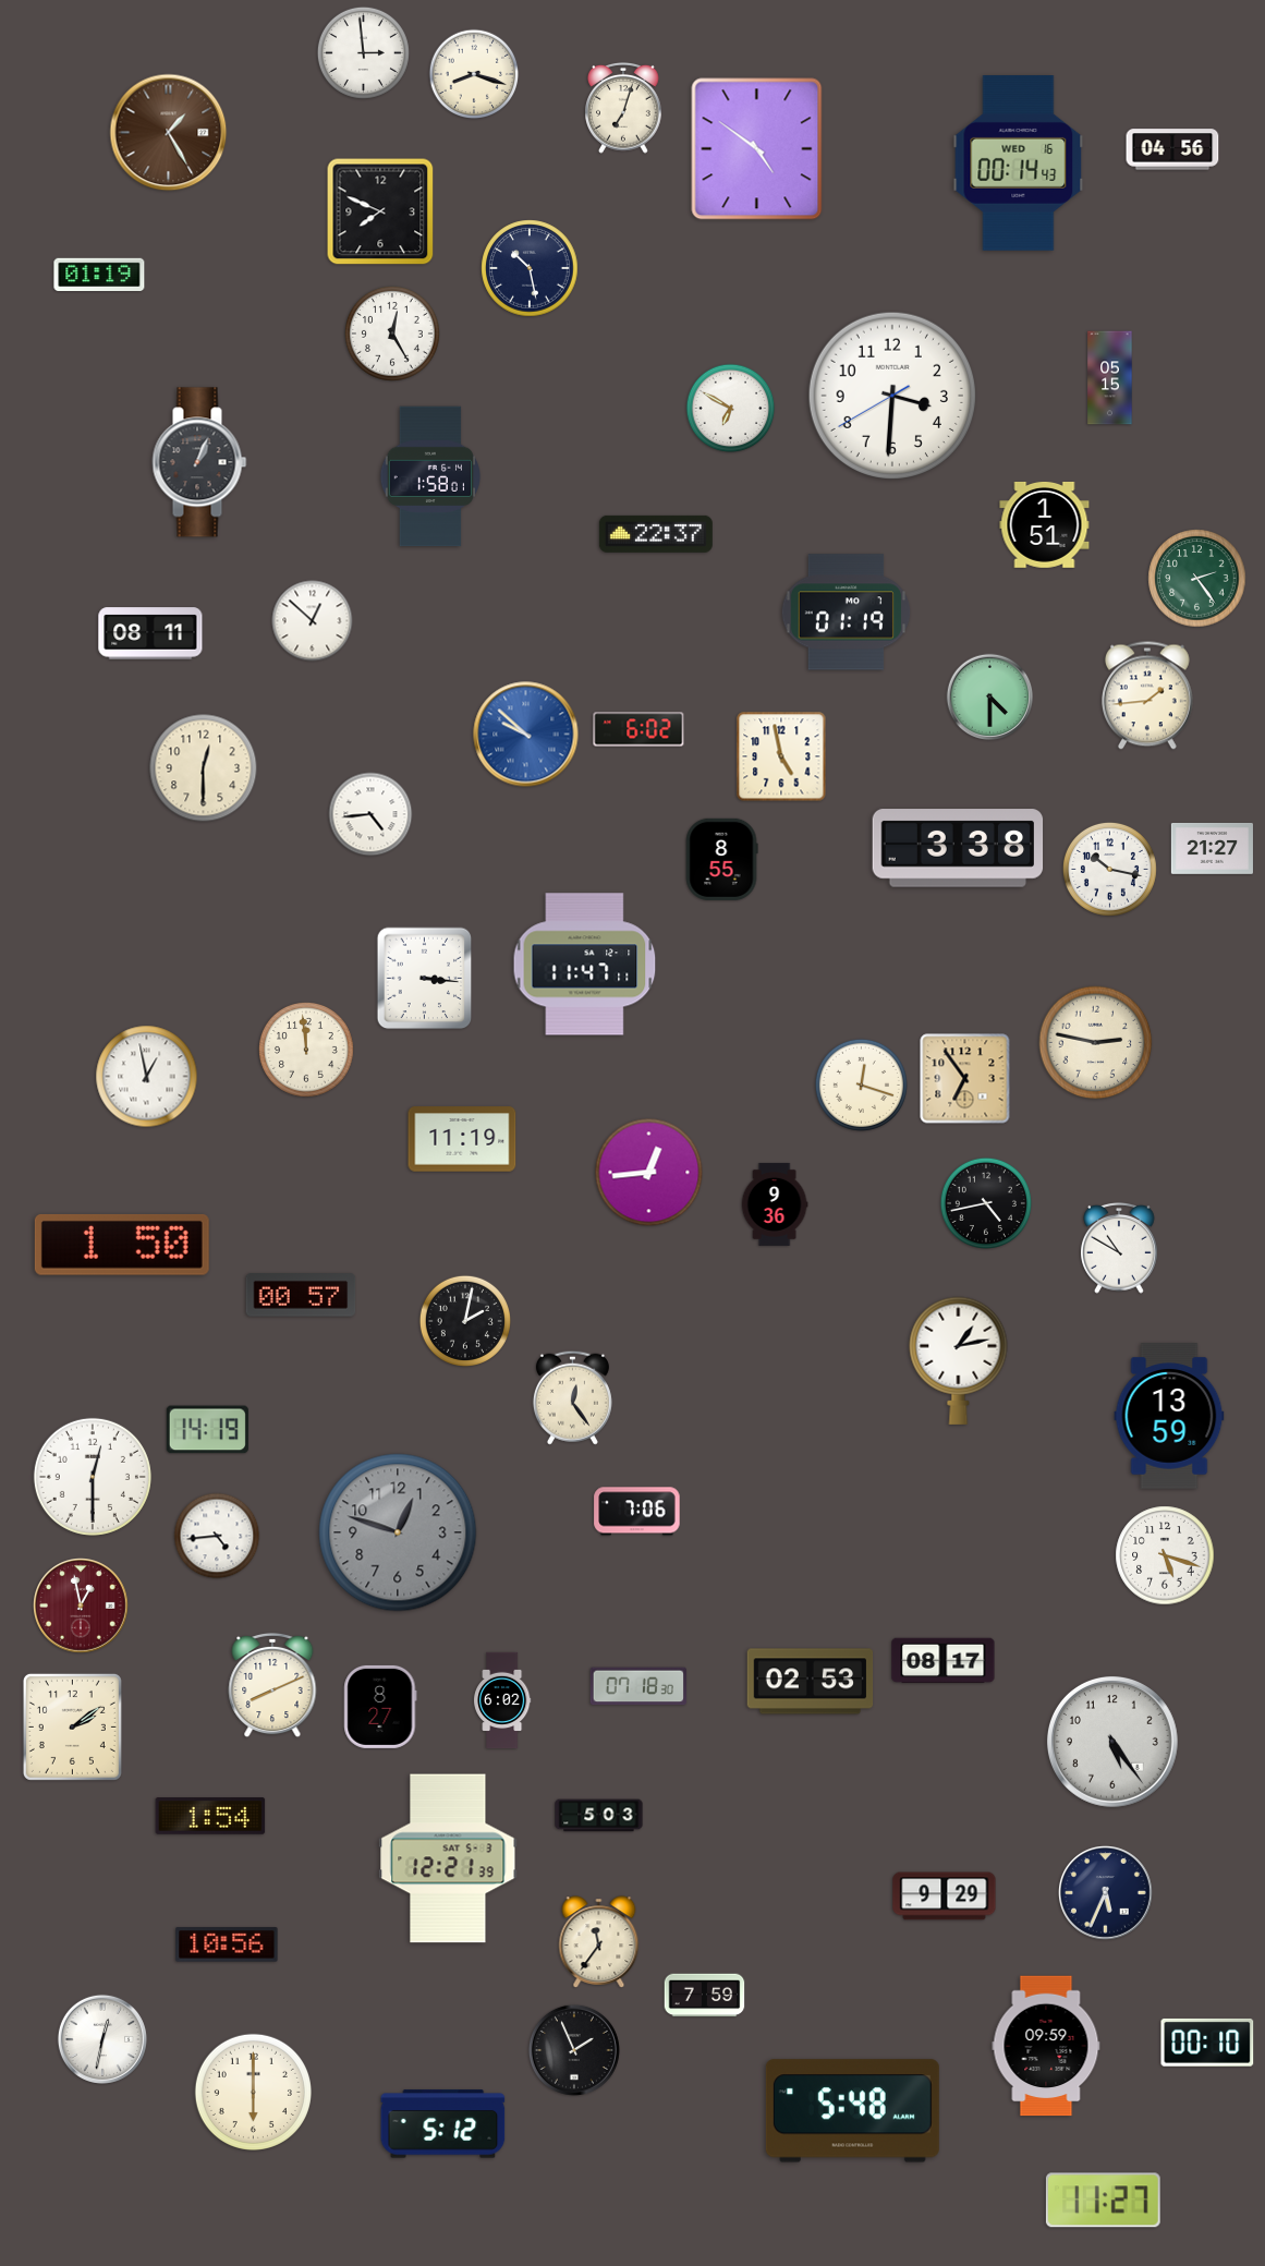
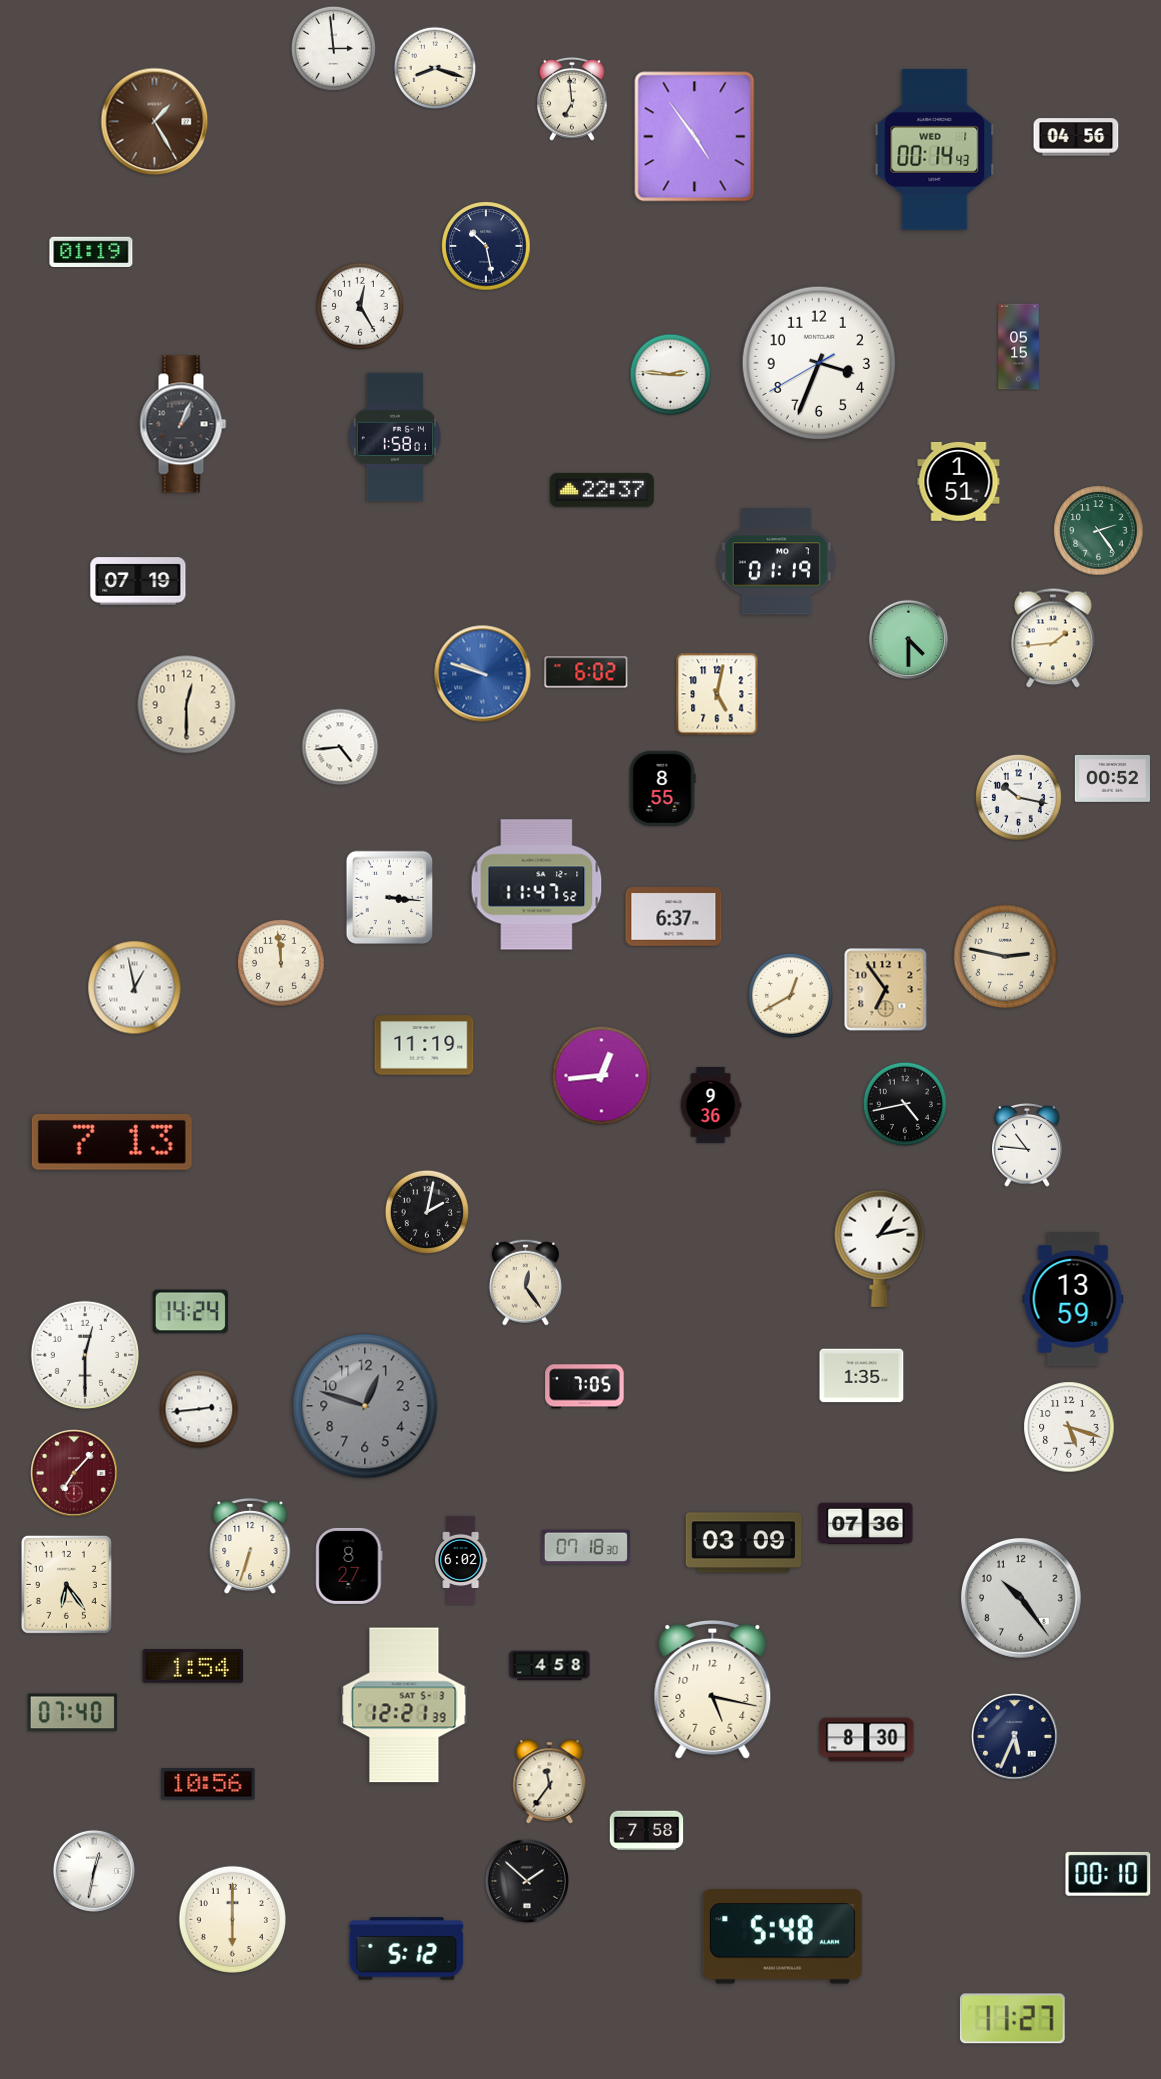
clock at (624, 108): 7:03 -> 6:59
clock at (757, 149): 4:51 -> 4:54
clock at (1019, 163) date: WED 16 -> WED 1
clock at (380, 211): 7:49 -> none
clock at (891, 395): 3:30 -> 3:33
clock at (731, 409): 6:50 -> 2:46
clock at (313, 621): 12:52 -> none
clock at (150, 633): 08:11 -> 07:19
clock at (638, 729) position: (638, 729) -> (586, 672)
clock at (526, 735): 9:52 -> 9:48
clock at (781, 756): 4:58 -> 5:02
clock at (958, 848): 3:38 -> none
clock at (1212, 848): 21:27 -> 00:52
clock at (585, 965): 11:47:11 -> 11:47:52
clock at (674, 917): none -> 6:37
clock at (861, 1084): 12:18 -> 12:40
clock at (649, 1173) position: (649, 1173) -> (602, 1076)
clock at (122, 1245): 1:50 -> 7:13
clock at (1120, 1248): 10:50 -> 10:46
clock at (301, 1295): 00:57 -> none
clock at (207, 1430): 14:19 -> 14:24
clock at (862, 1376): none -> 1:35
clock at (637, 1512): 7:06 -> 7:05
clock at (217, 1536): 4:44 -> 2:44
clock at (82, 1607): 12:58 -> 7:07
clock at (944, 1661): 08:17 -> 07:36
clock at (811, 1682): 02:53 -> 03:09
clock at (272, 1685): 8:11 -> 6:33
clock at (72, 1726): 2:09 -> 6:24
clock at (1112, 1742): 5:24 -> 10:24
clock at (599, 1816): 5:03 -> 4:58
clock at (713, 1690): none -> 5:17
clock at (448, 1858) position: (448, 1858) -> (404, 1705)
clock at (72, 1713): none -> 07:40
clock at (945, 1897): 9:29 -> 8:30
clock at (705, 1996): 7:59 -> 7:58
clock at (1046, 2046): 09:59 -> none
clock at (574, 2050): 1:56 -> 1:52
